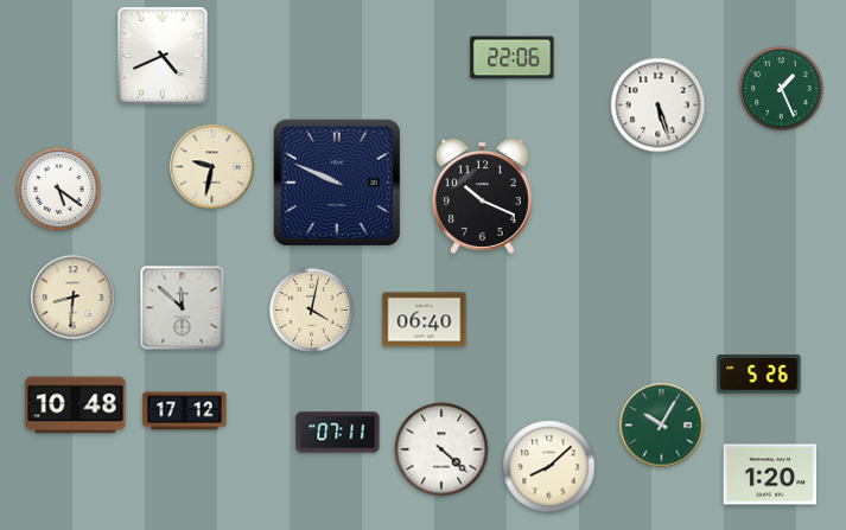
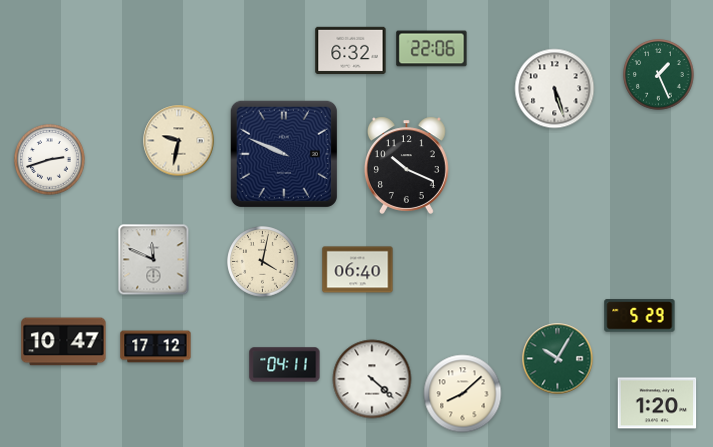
clock at (164, 56): 4:41 -> none
clock at (351, 51): none -> 6:32
clock at (59, 190): 5:21 -> 2:42
clock at (74, 298): 8:31 -> none
clock at (183, 308): 11:52 -> 11:49
clock at (759, 375): 5:26 -> 5:29
clock at (76, 406): 10:48 -> 10:47
clock at (338, 433): 07:11 -> 04:11
clock at (770, 474) position: (770, 474) -> (657, 403)
